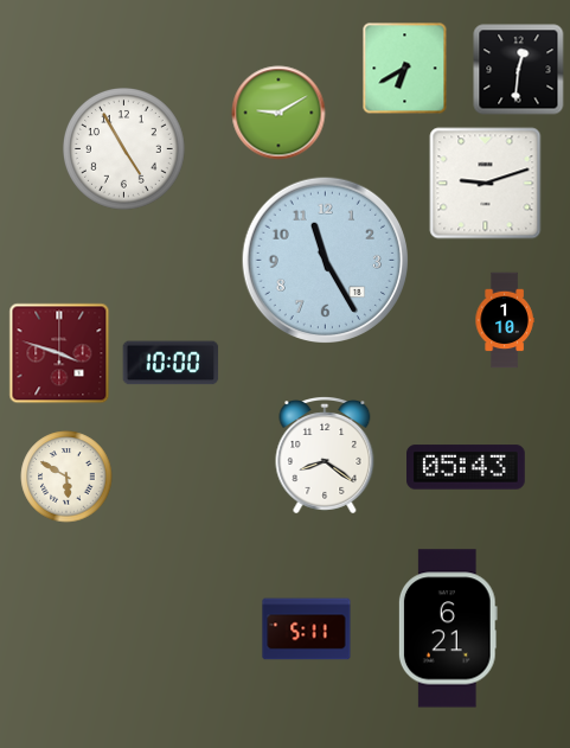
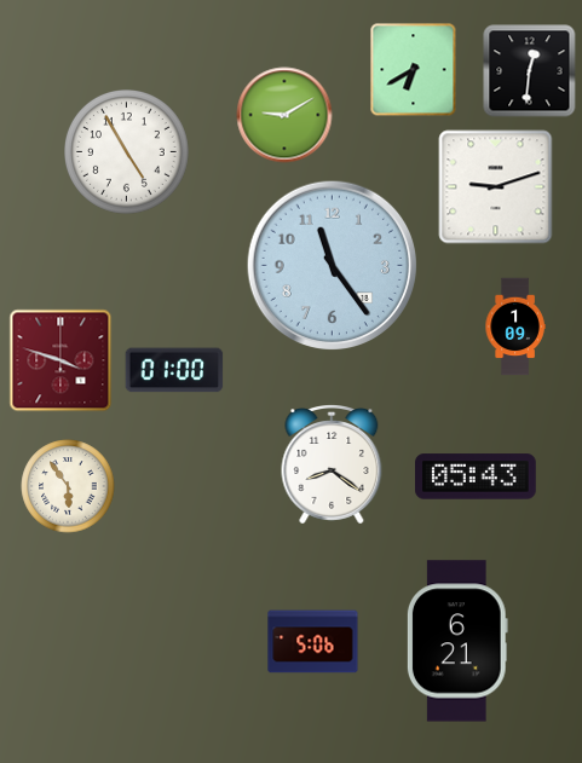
clock at (325, 260): 11:25 -> 11:24
clock at (505, 320): 1:10 -> 1:09
clock at (171, 363): 10:00 -> 01:00
clock at (66, 477): 5:50 -> 5:54
clock at (307, 629): 5:11 -> 5:06
